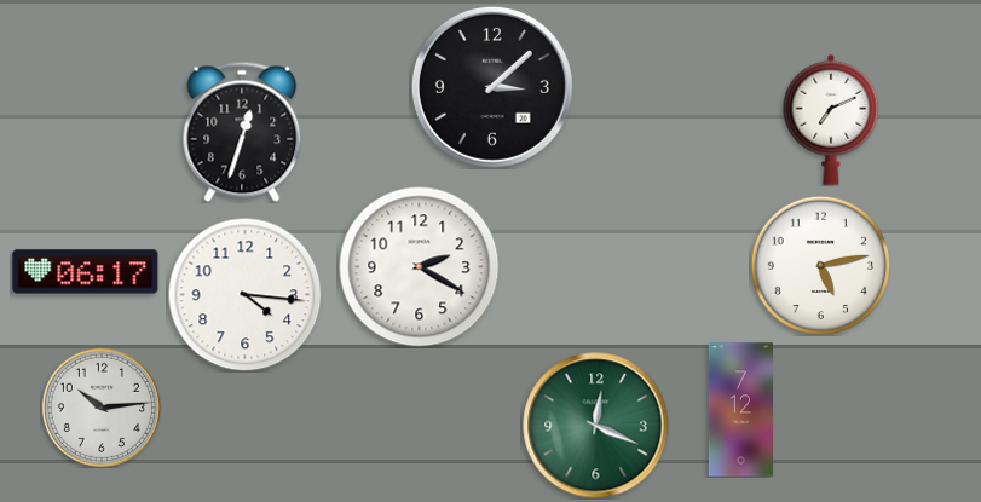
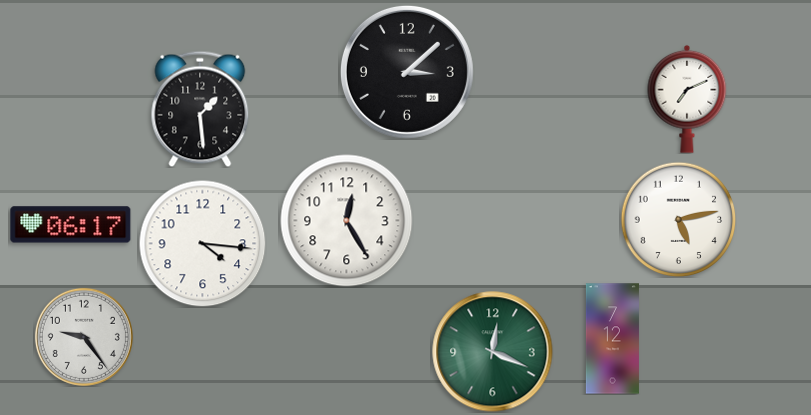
clock at (242, 132): 12:33 -> 1:29
clock at (420, 267): 2:20 -> 12:25
clock at (102, 408): 10:14 -> 9:24
